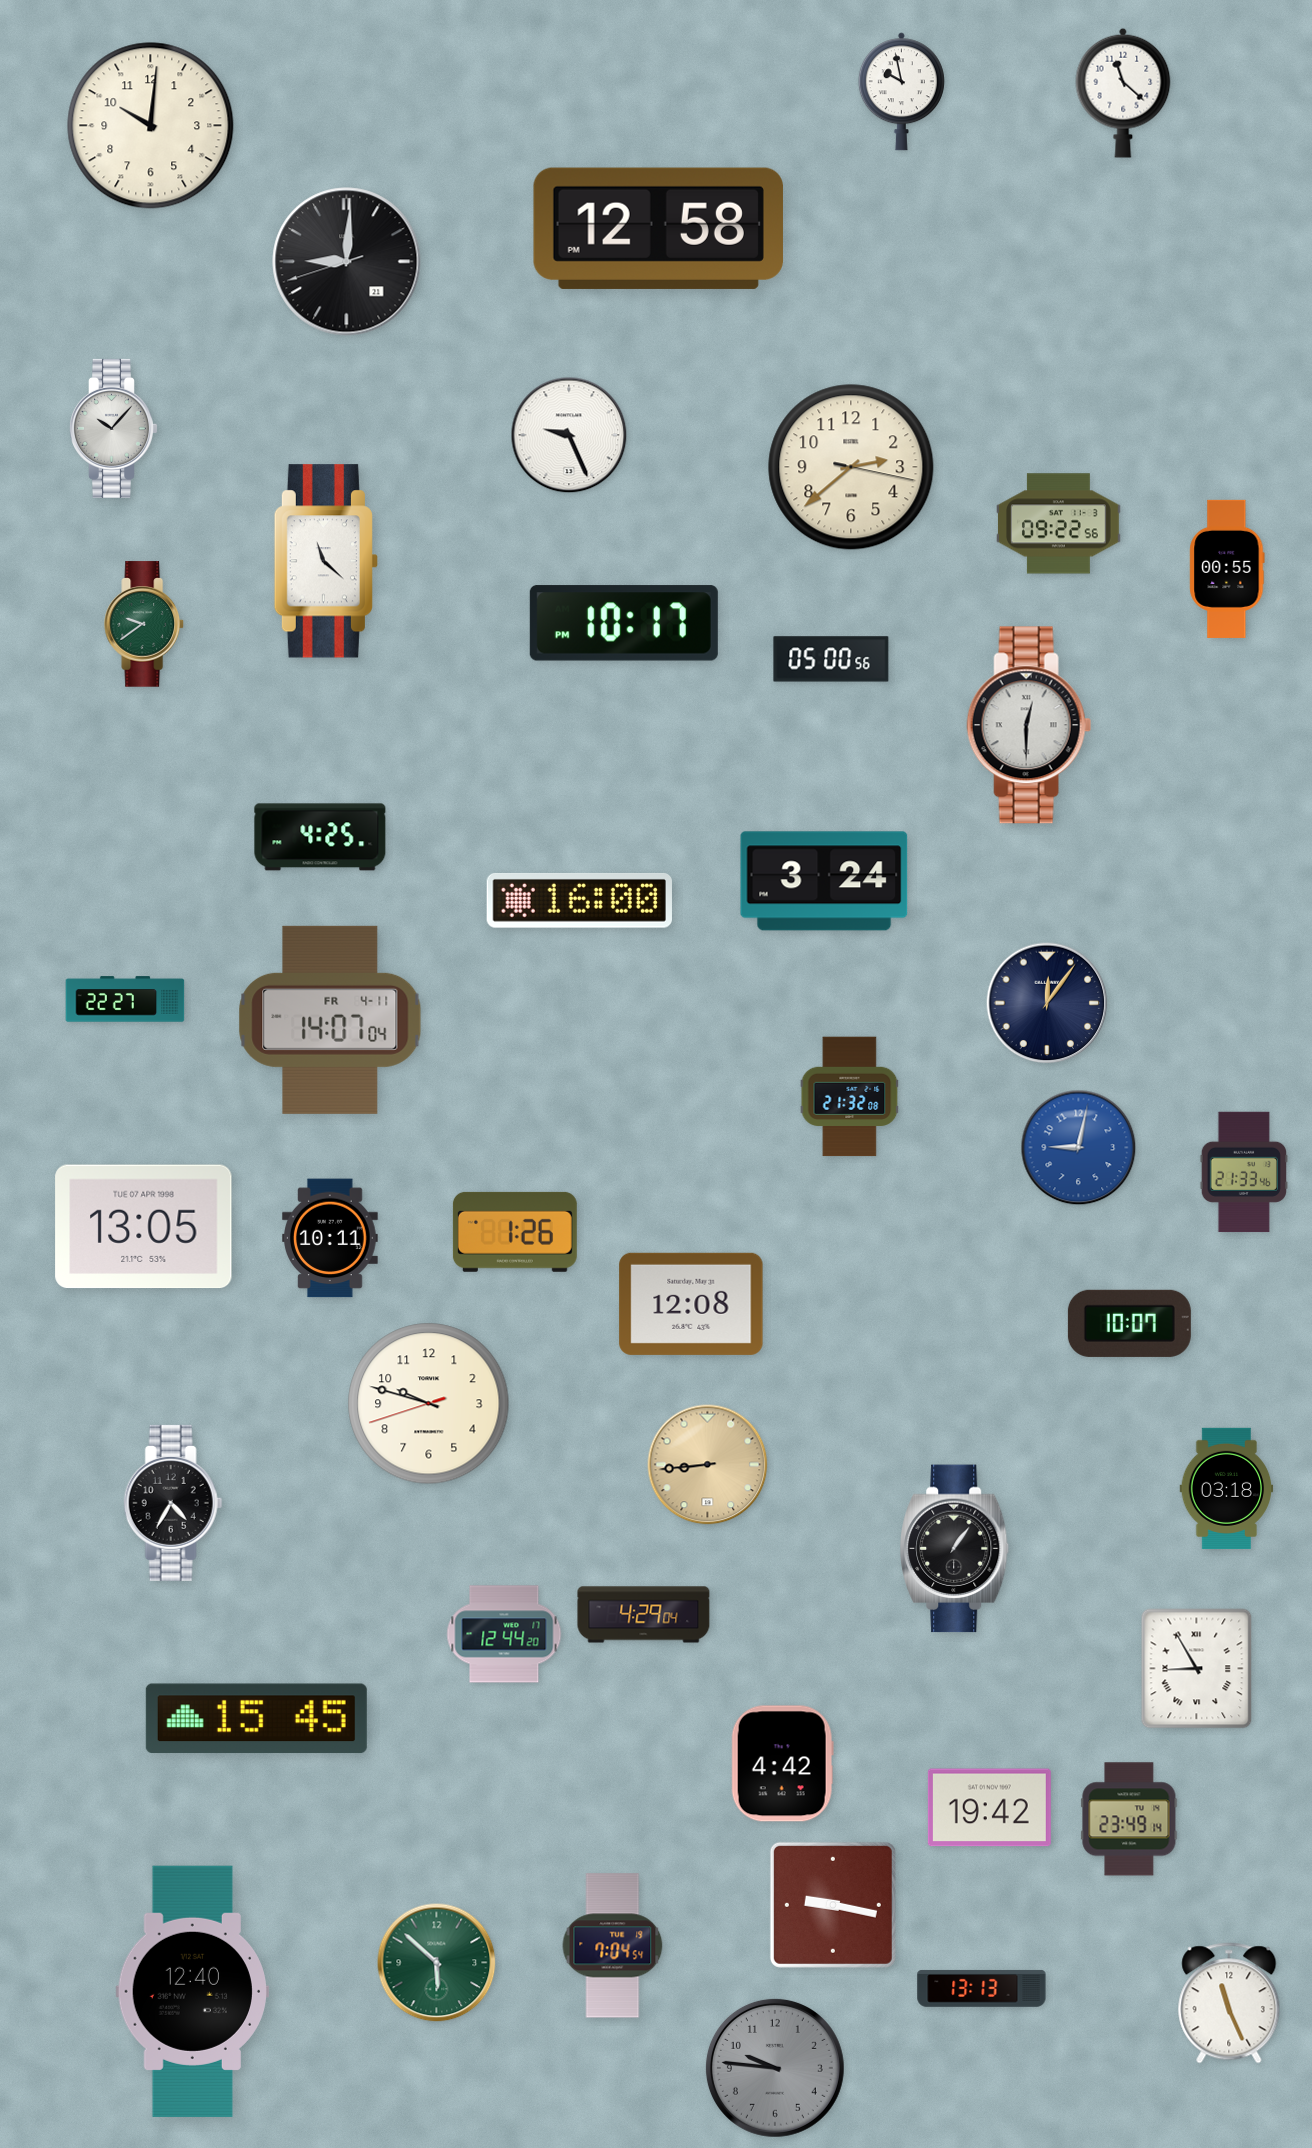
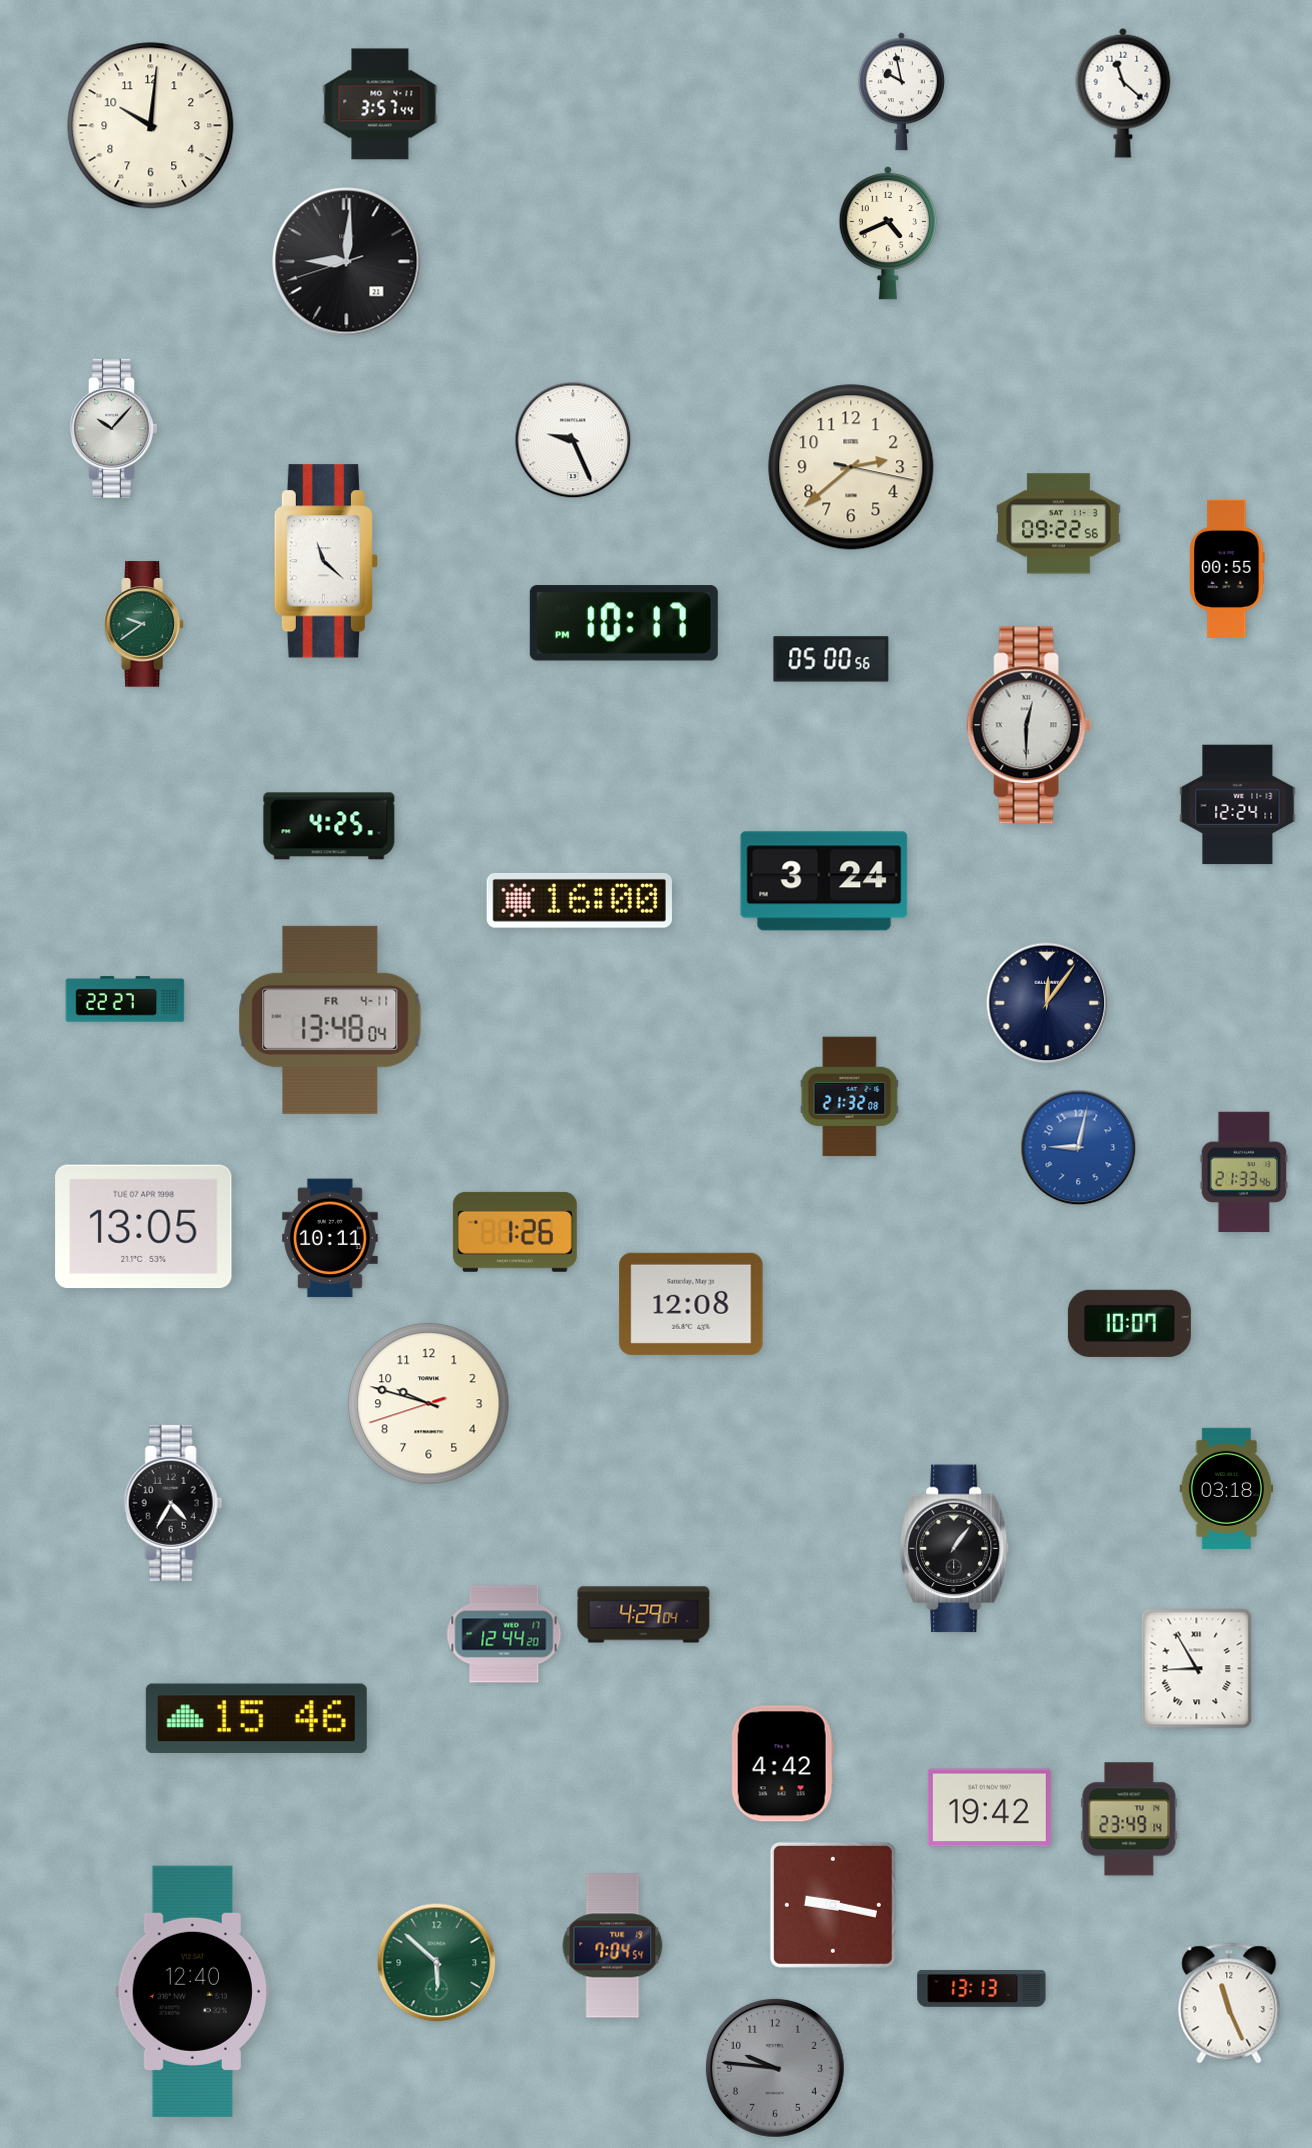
clock at (380, 104): none -> 3:57
clock at (658, 228): 12:58 -> none
clock at (887, 233): none -> 4:41
clock at (569, 435) position: (569, 435) -> (573, 440)
clock at (1238, 805): none -> 12:24
clock at (320, 837) position: (320, 837) -> (329, 826)
clock at (330, 1020): 14:07 -> 13:48
clock at (708, 1465): 8:44 -> none
clock at (256, 1718): 15:45 -> 15:46
